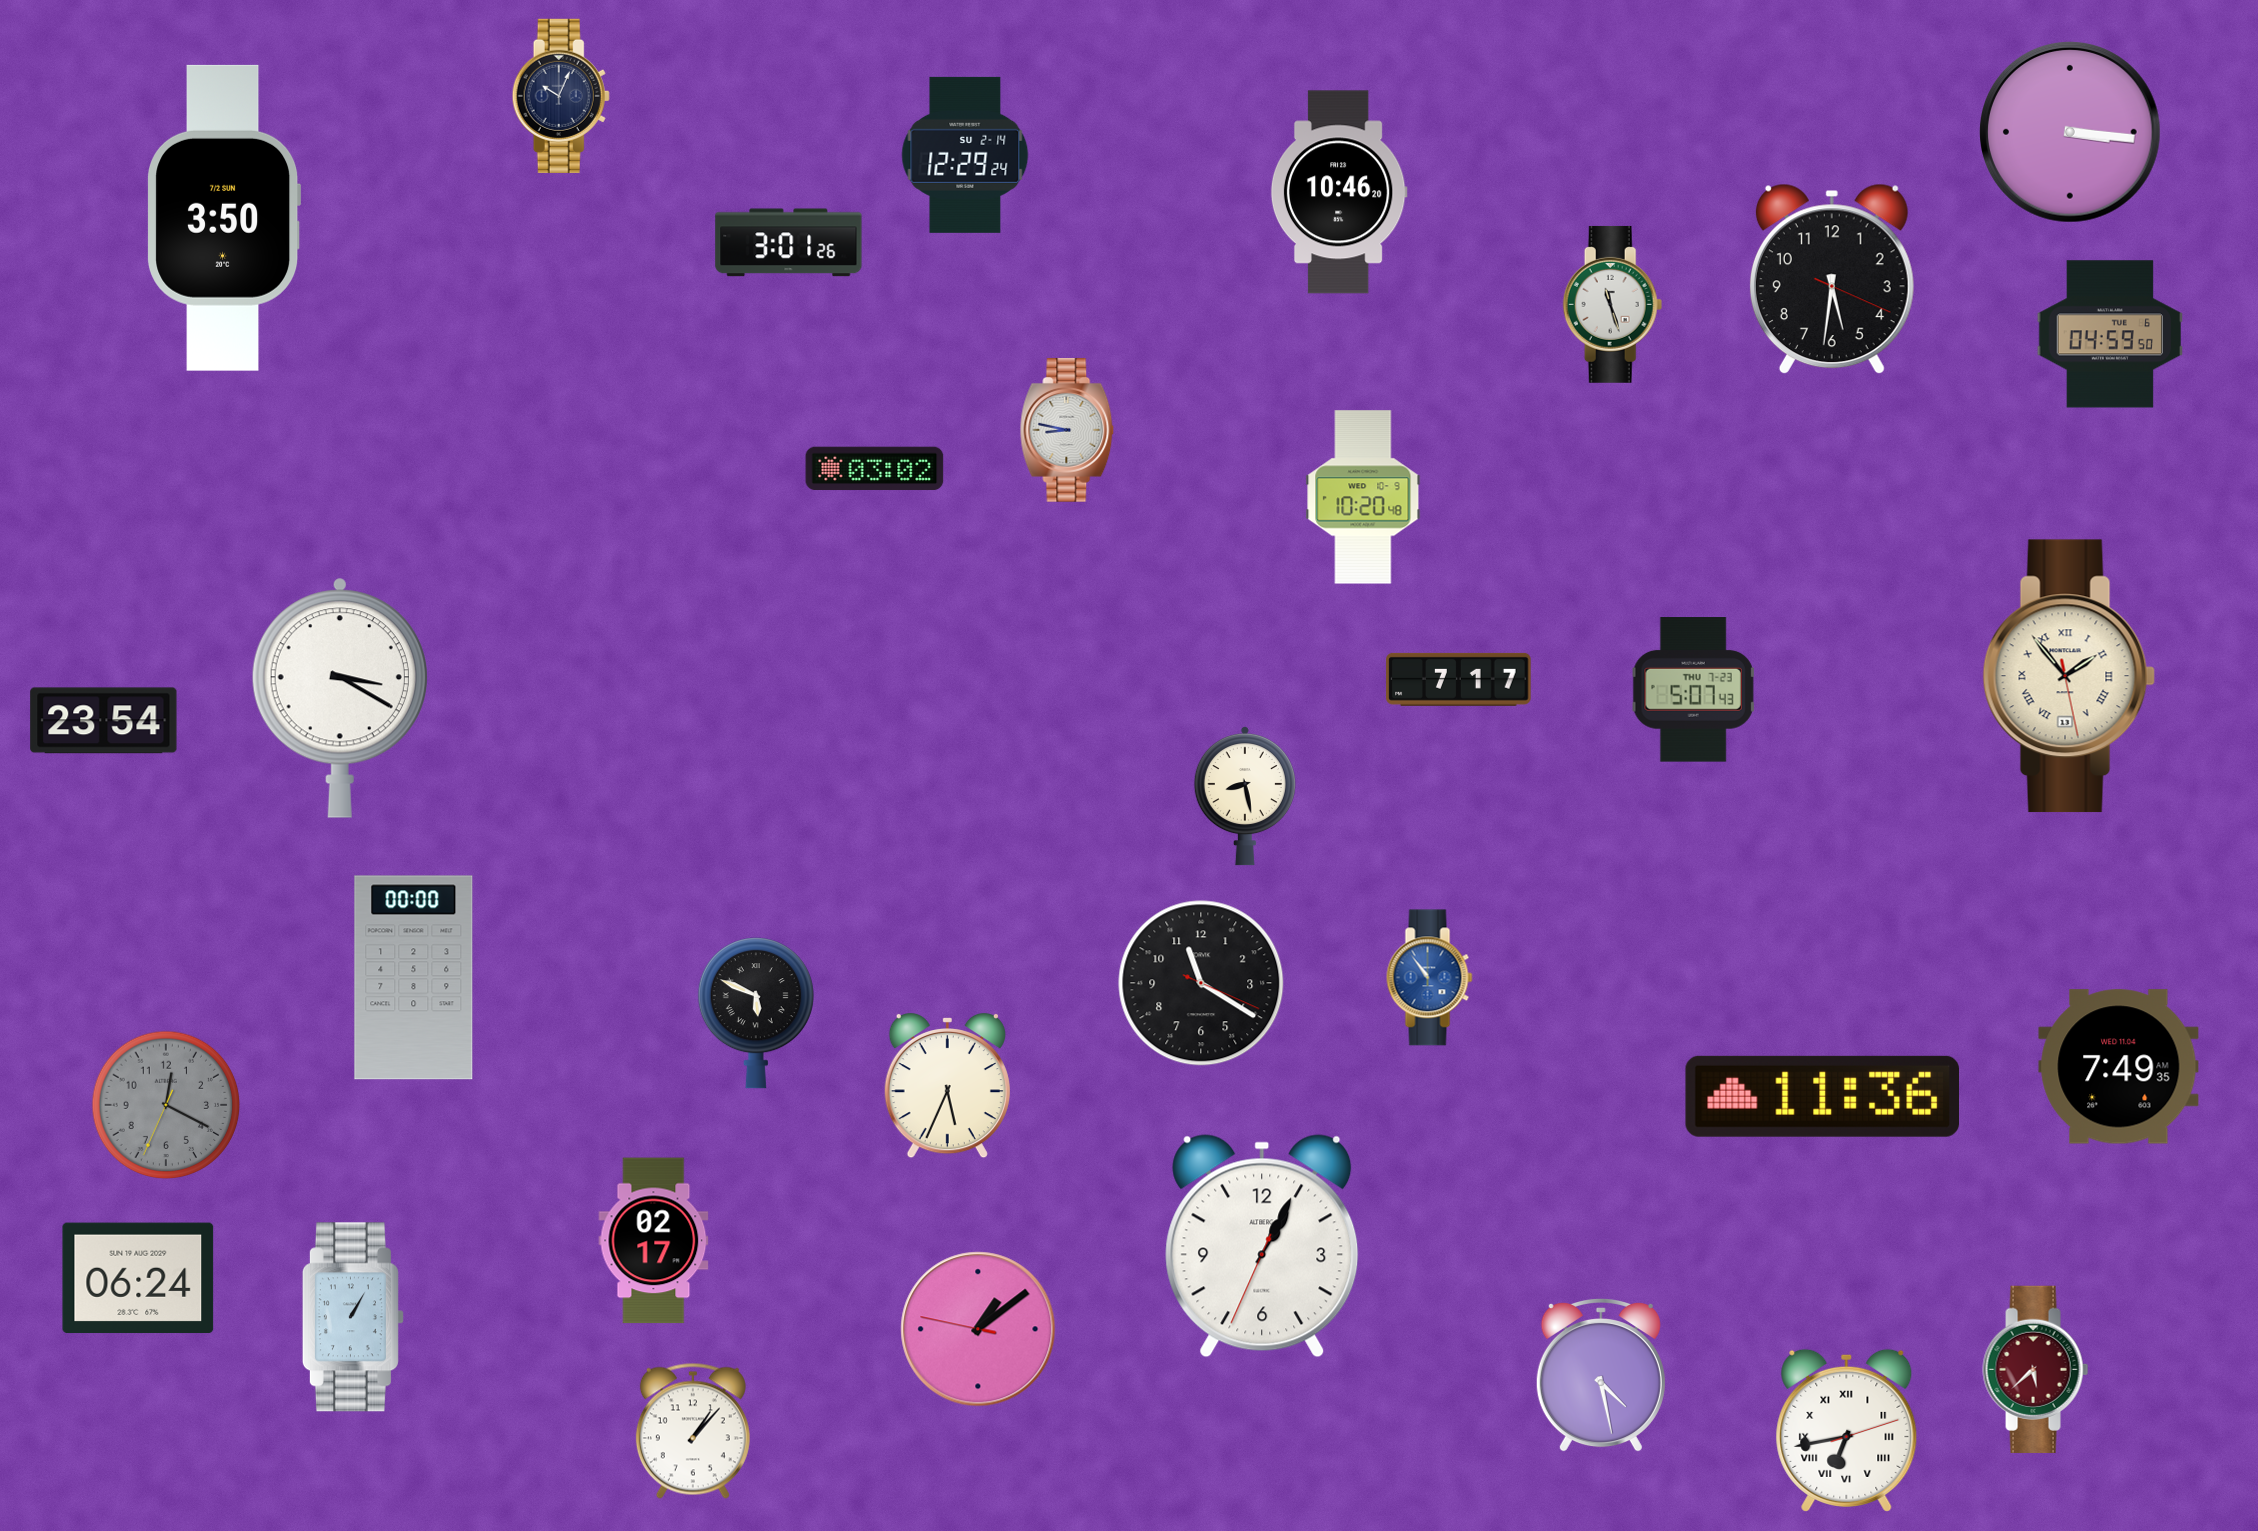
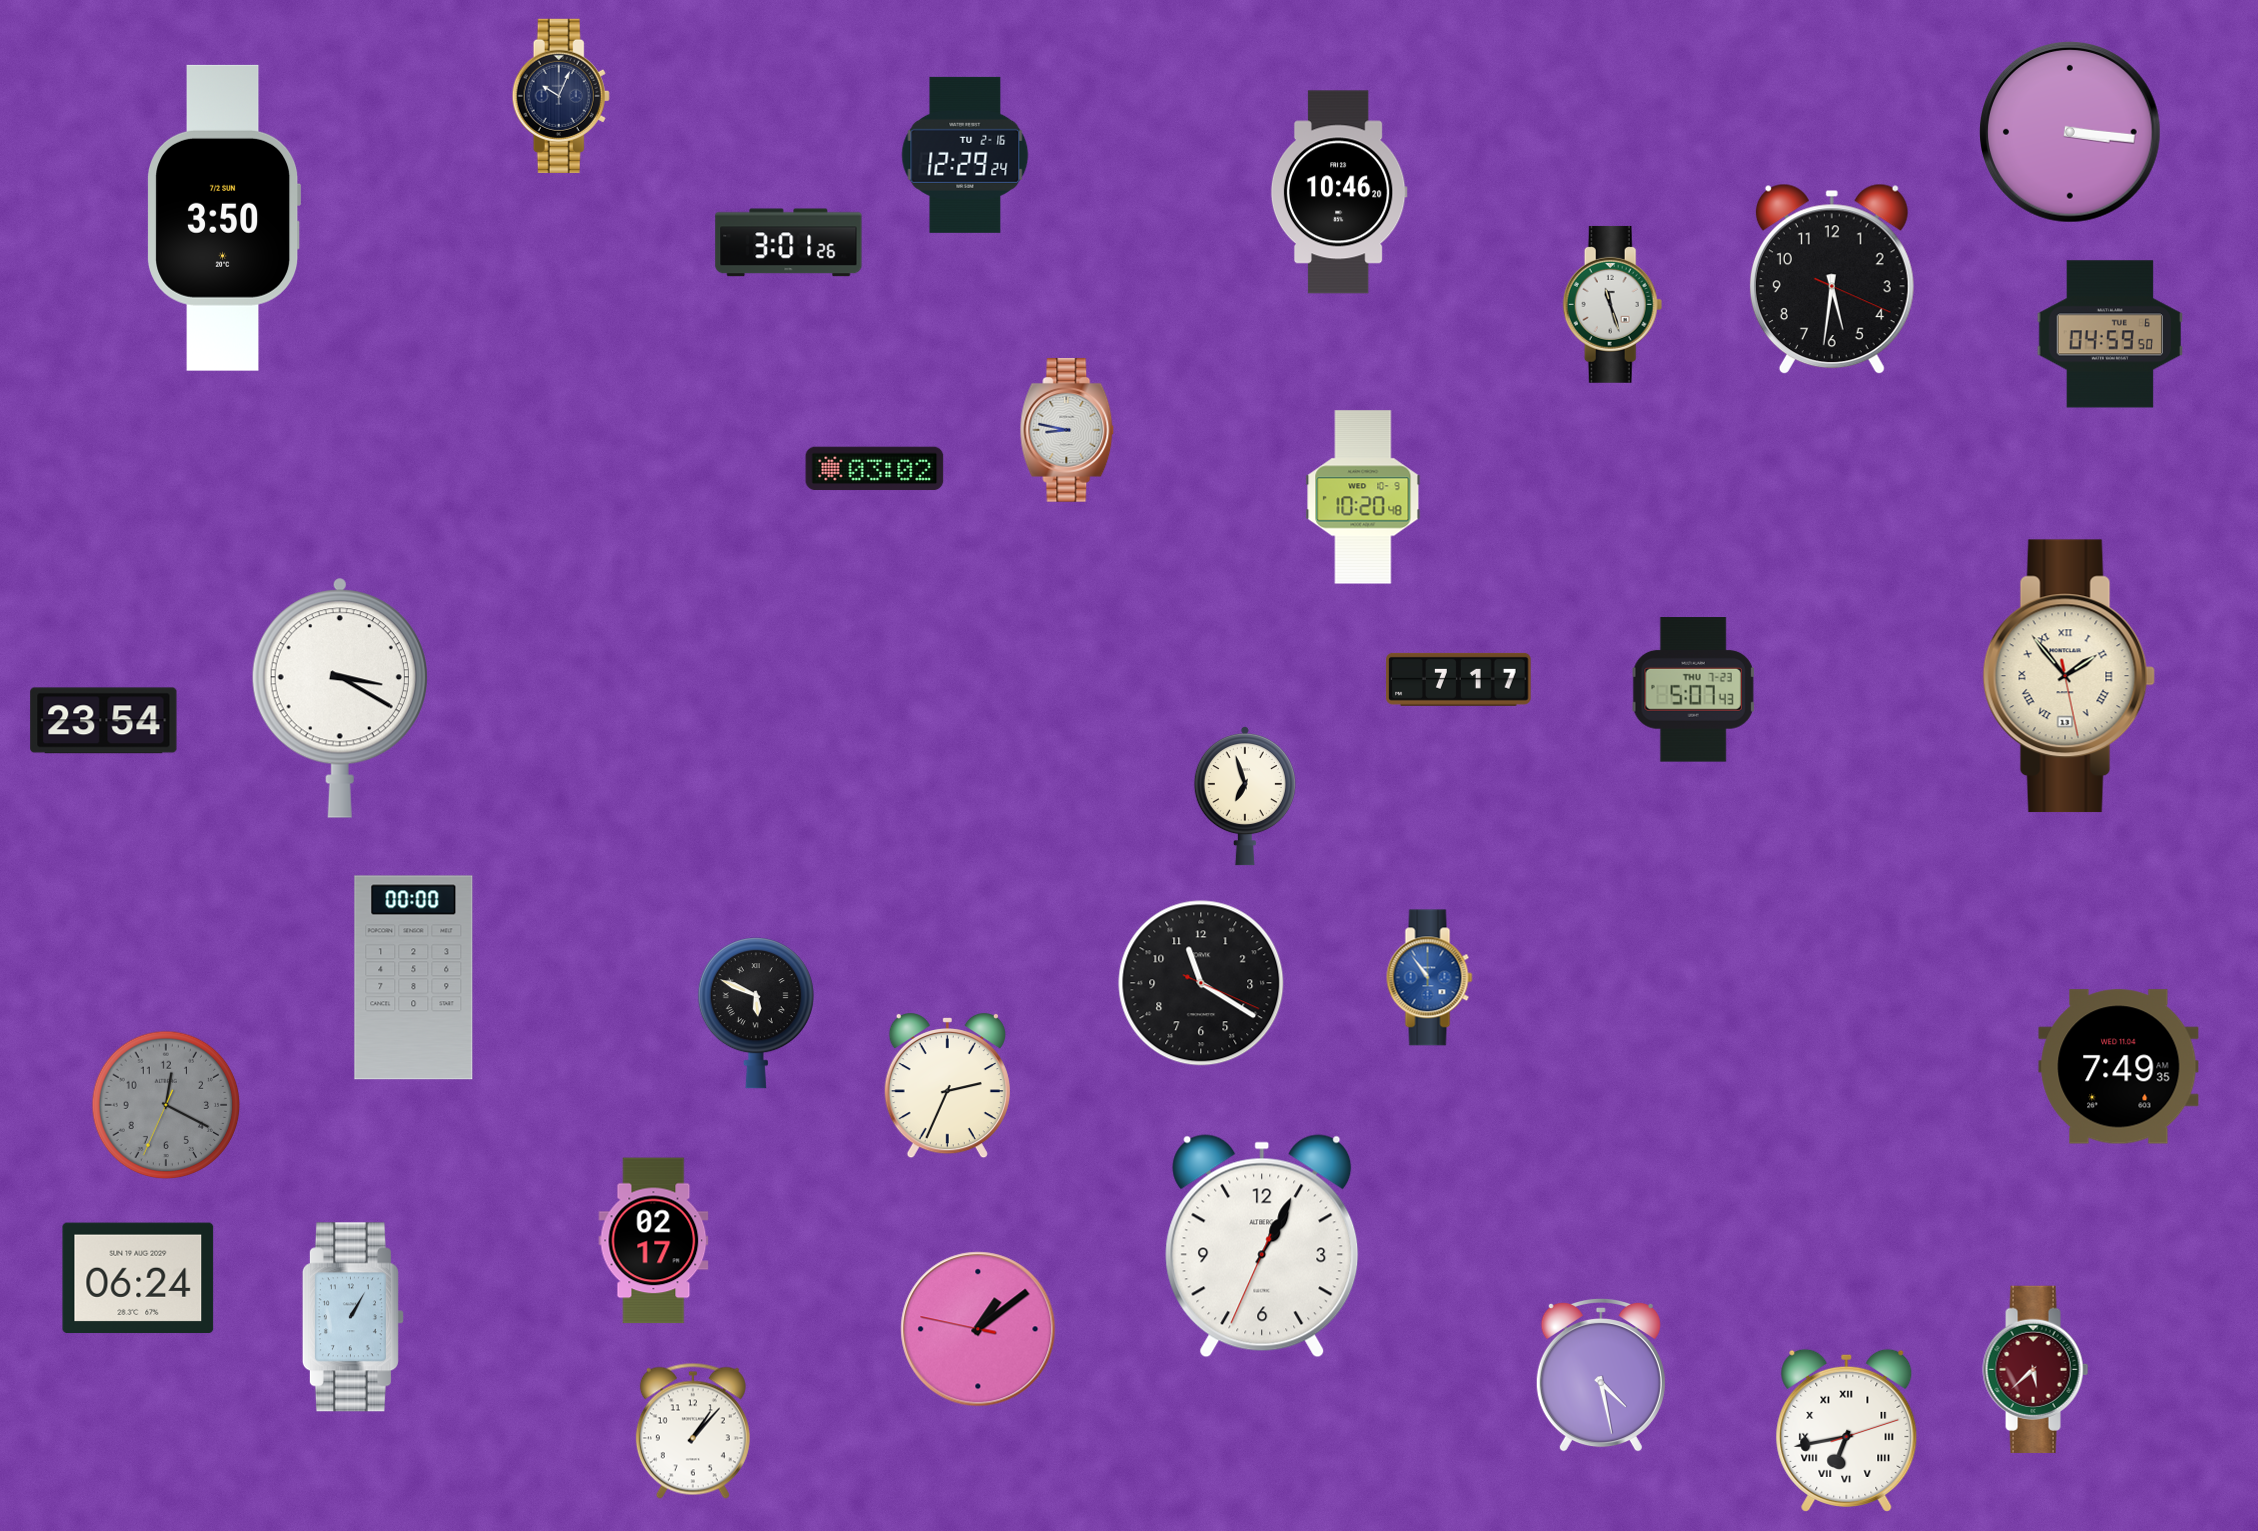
clock at (965, 155) date: SU 2-14 -> TU 2-16
clock at (1245, 796): 8:28 -> 6:57
clock at (947, 1086): 5:34 -> 2:34
clock at (1822, 1096): 11:36 -> none
